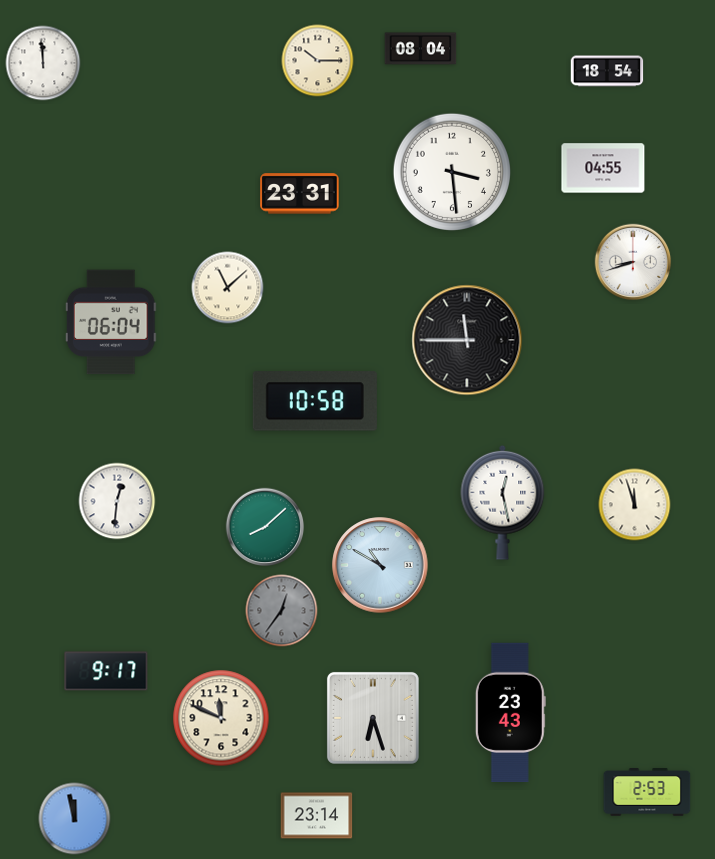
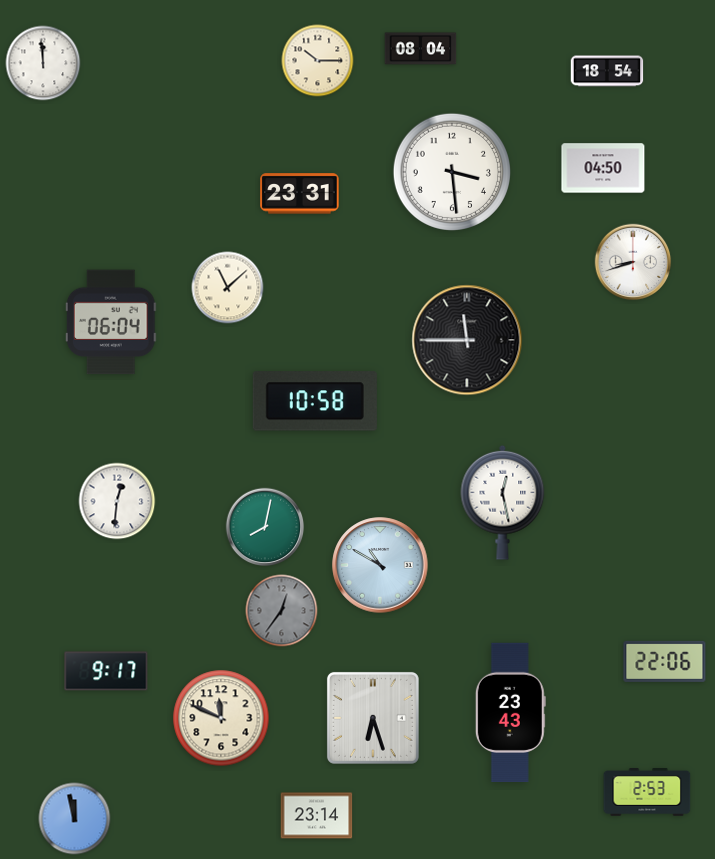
clock at (603, 168): 04:55 -> 04:50
clock at (635, 505): 11:57 -> none
clock at (265, 527): 8:08 -> 8:02
clock at (665, 661): none -> 22:06
